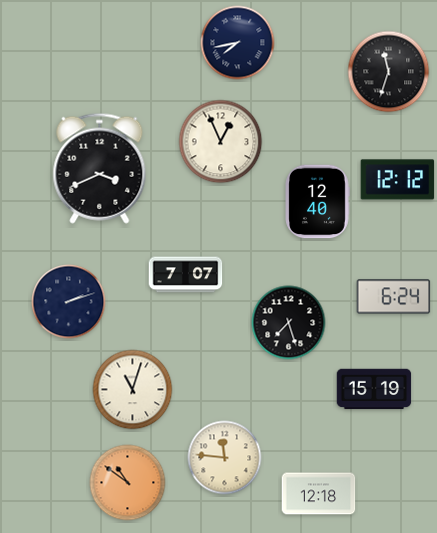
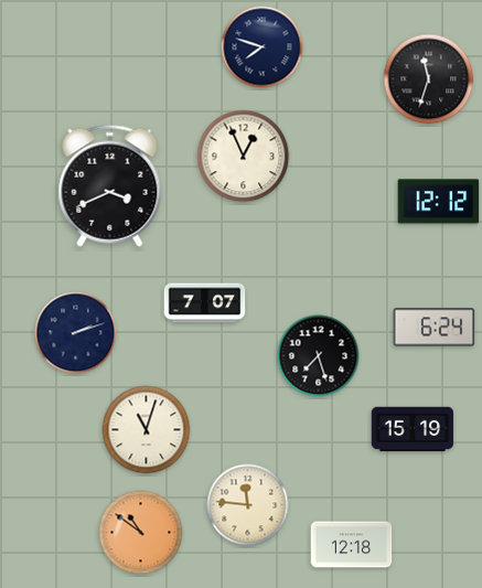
clock at (238, 43): 7:43 -> 7:48
clock at (398, 180) position: (398, 180) -> (439, 202)
clock at (317, 202): 12:40 -> none
